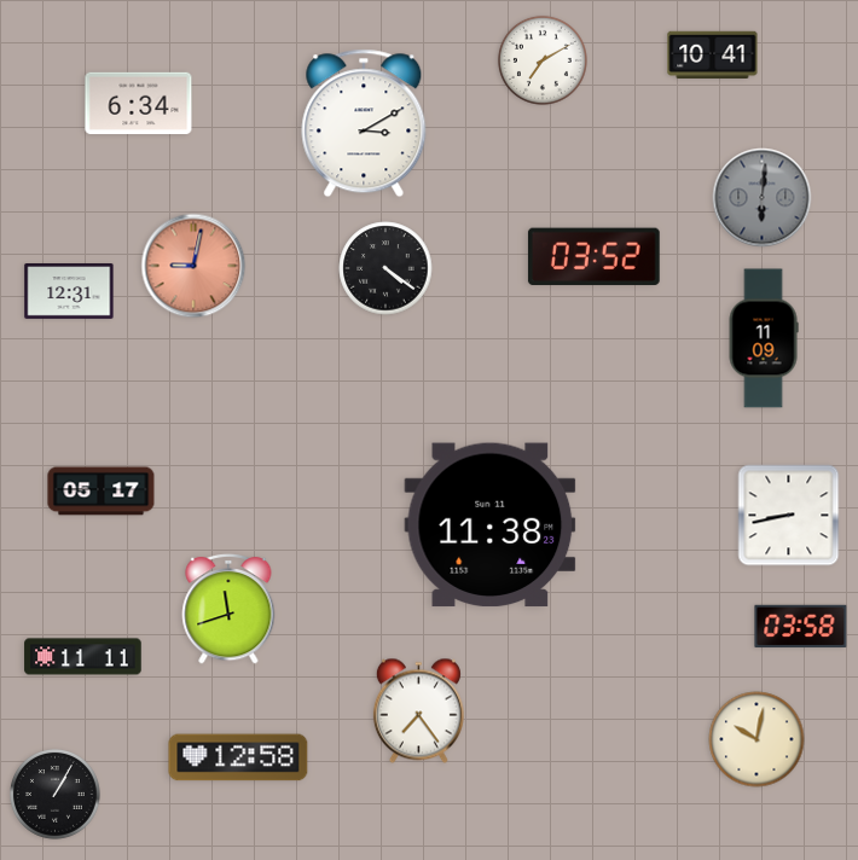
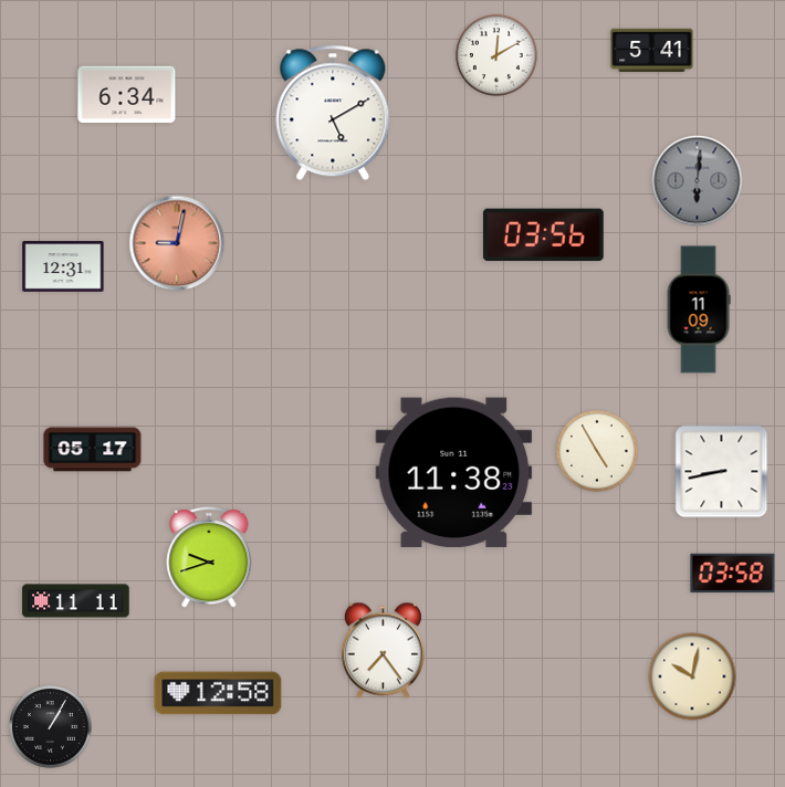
clock at (713, 54): 10:41 -> 5:41
clock at (543, 60): 7:10 -> 12:10
clock at (364, 123): 3:10 -> 5:10
clock at (593, 257): 03:52 -> 03:56
clock at (385, 268): 4:21 -> none
clock at (597, 451): none -> 4:55
clock at (491, 525) position: (491, 525) -> (454, 473)
clock at (228, 609): 11:42 -> 9:42
